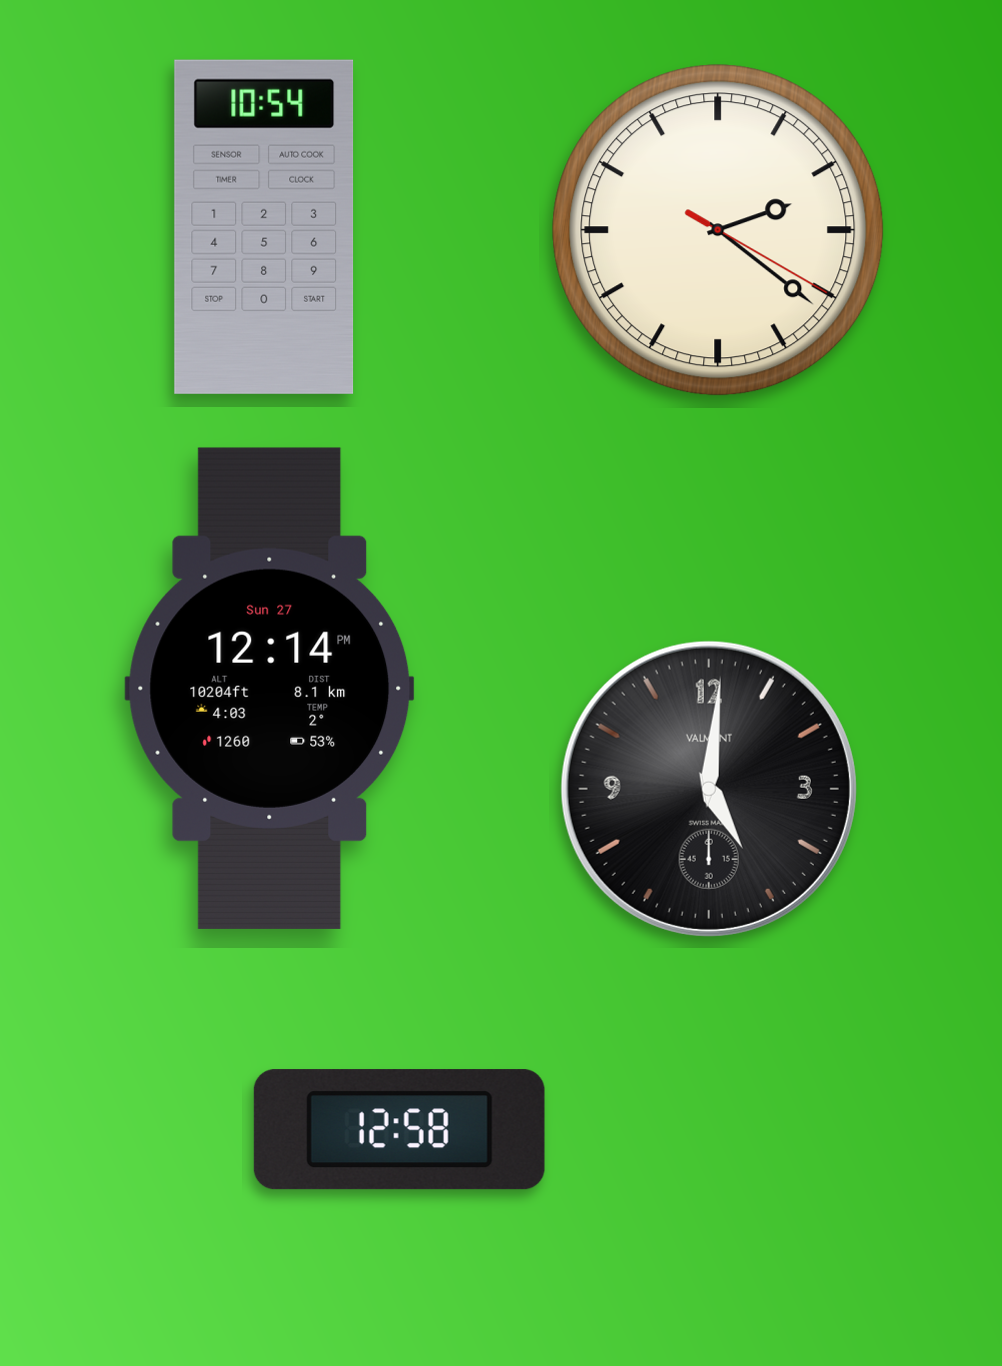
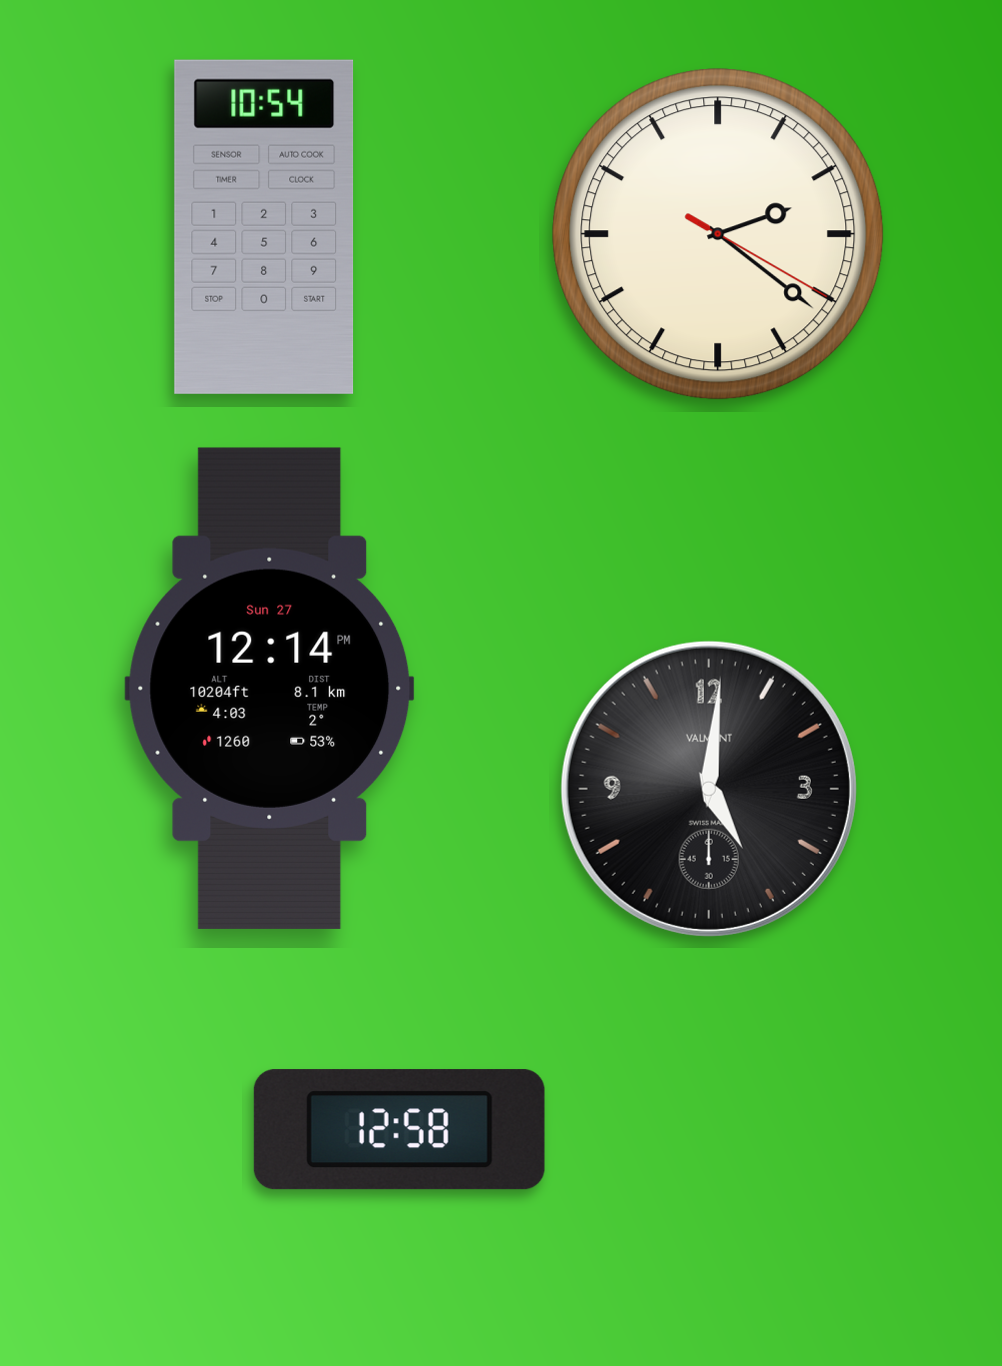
clock at (718, 230) position: (718, 230) -> (718, 234)
